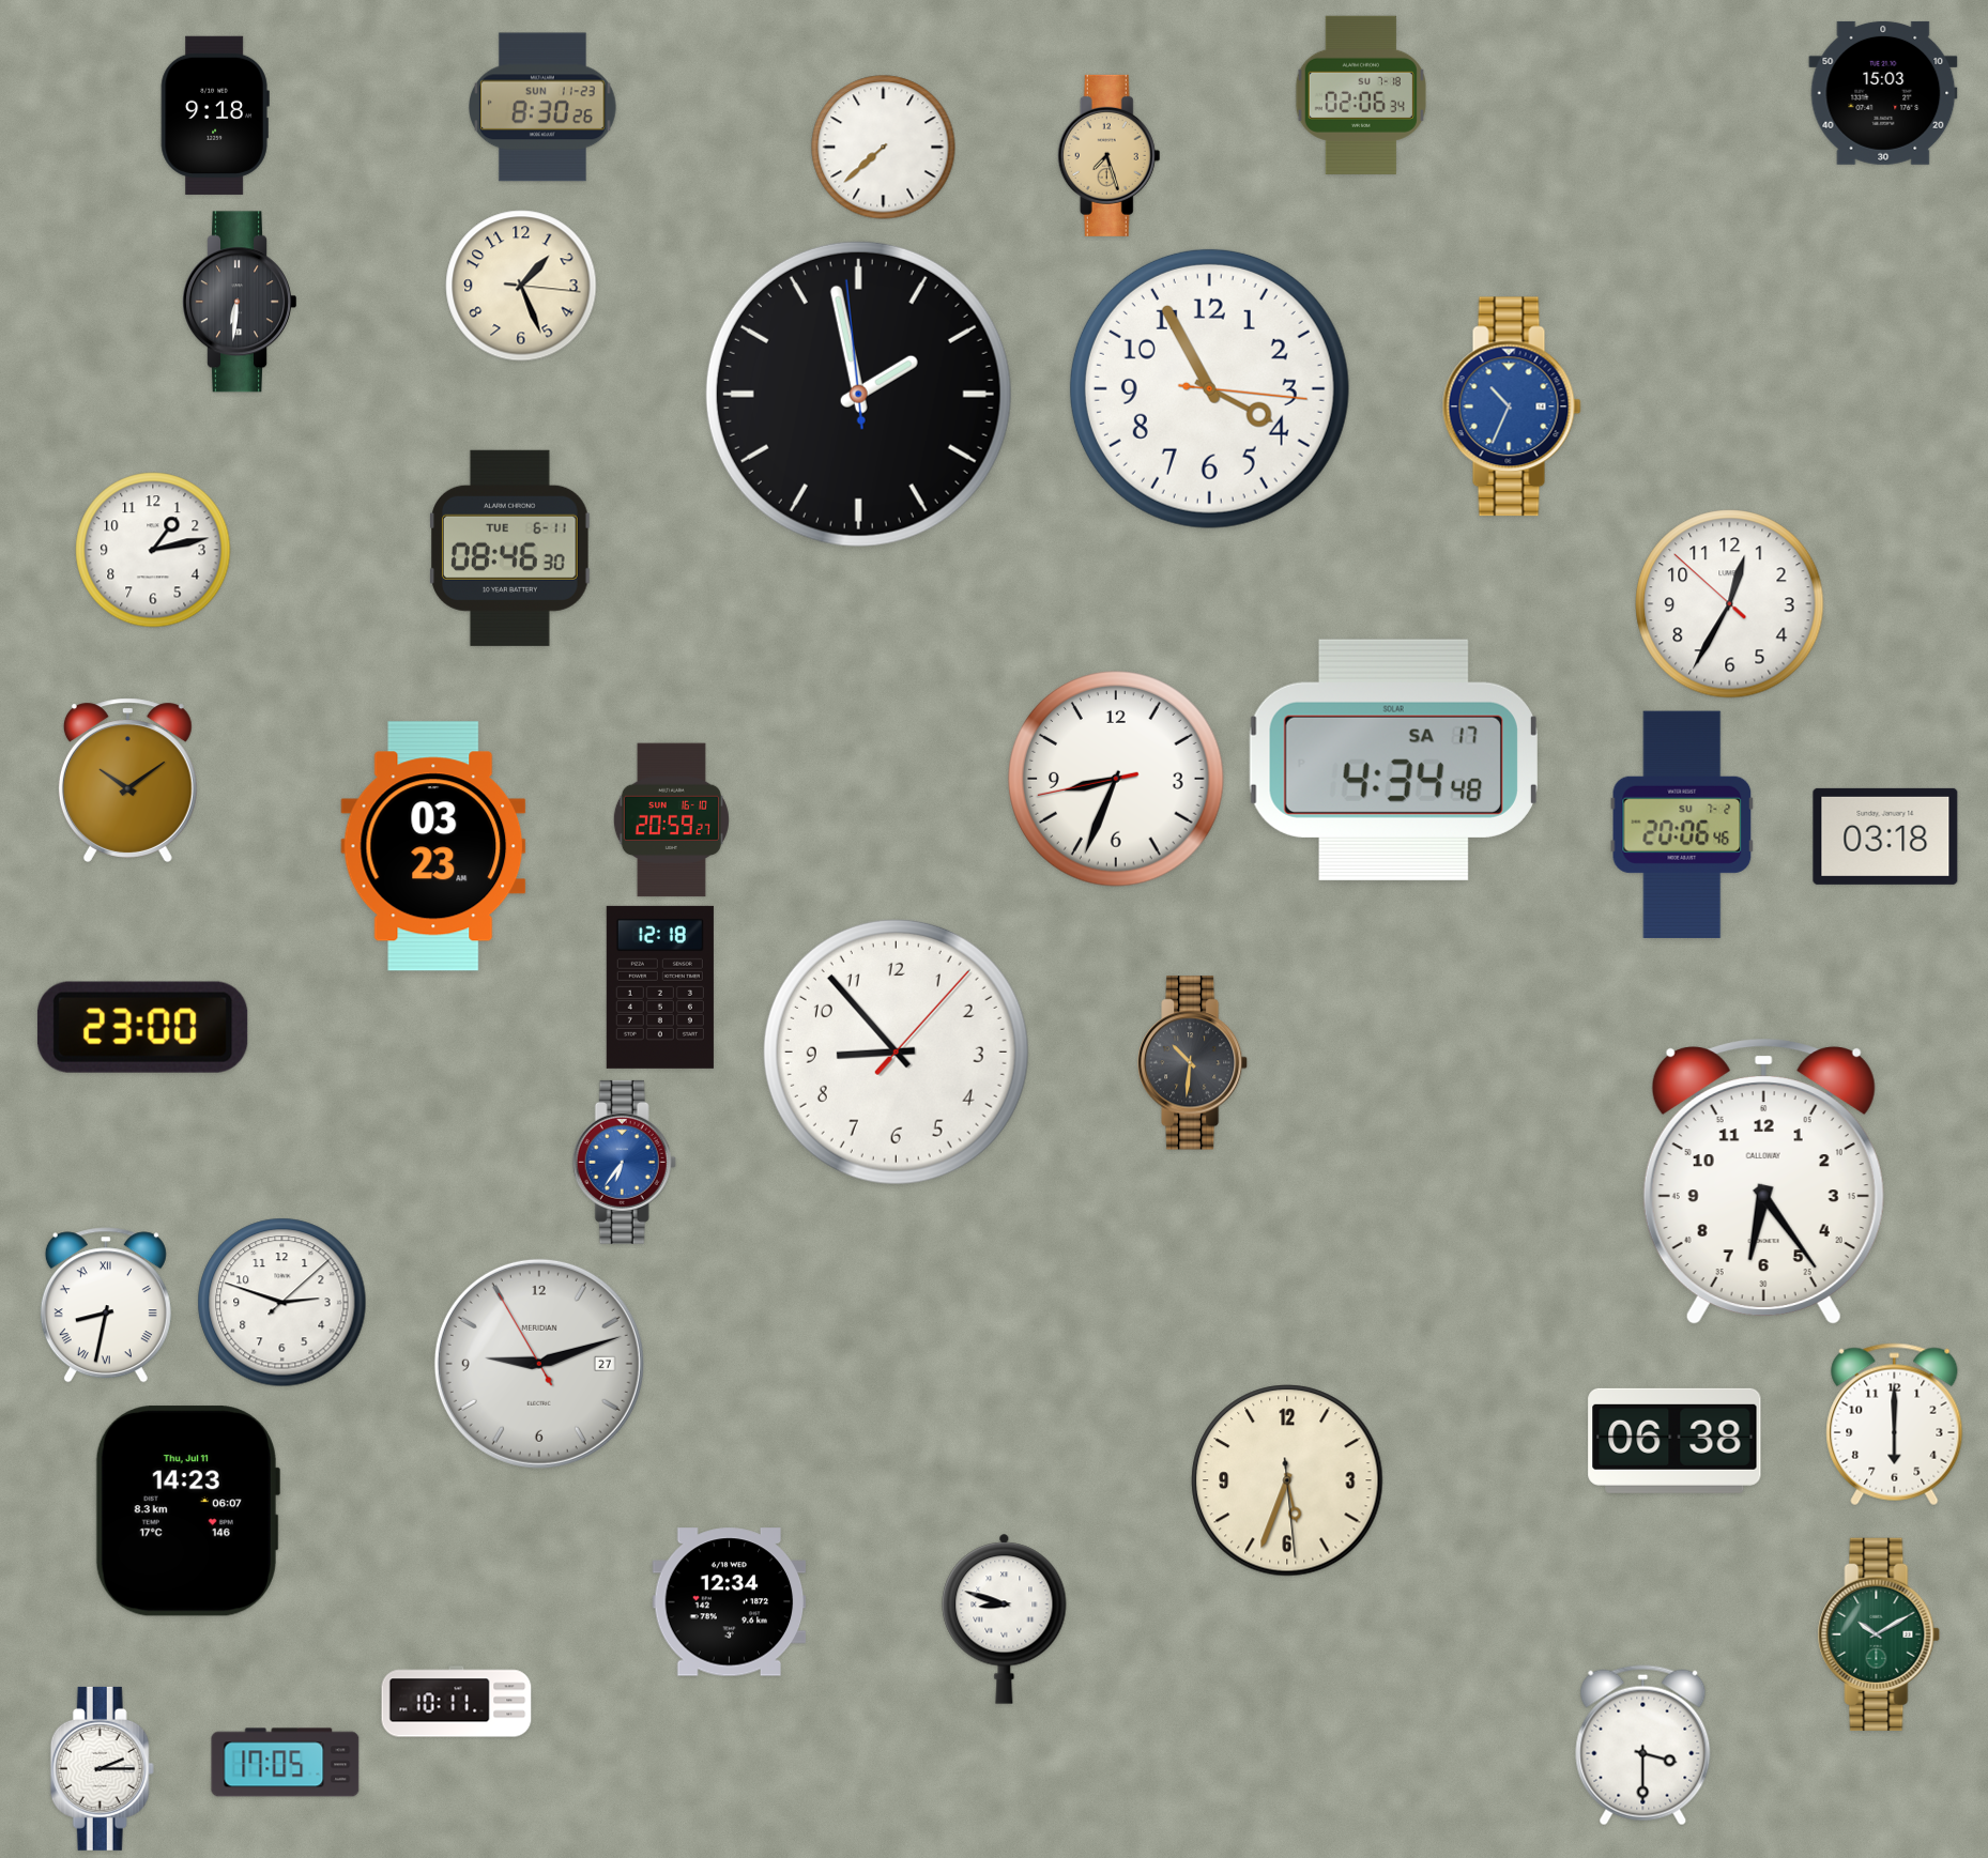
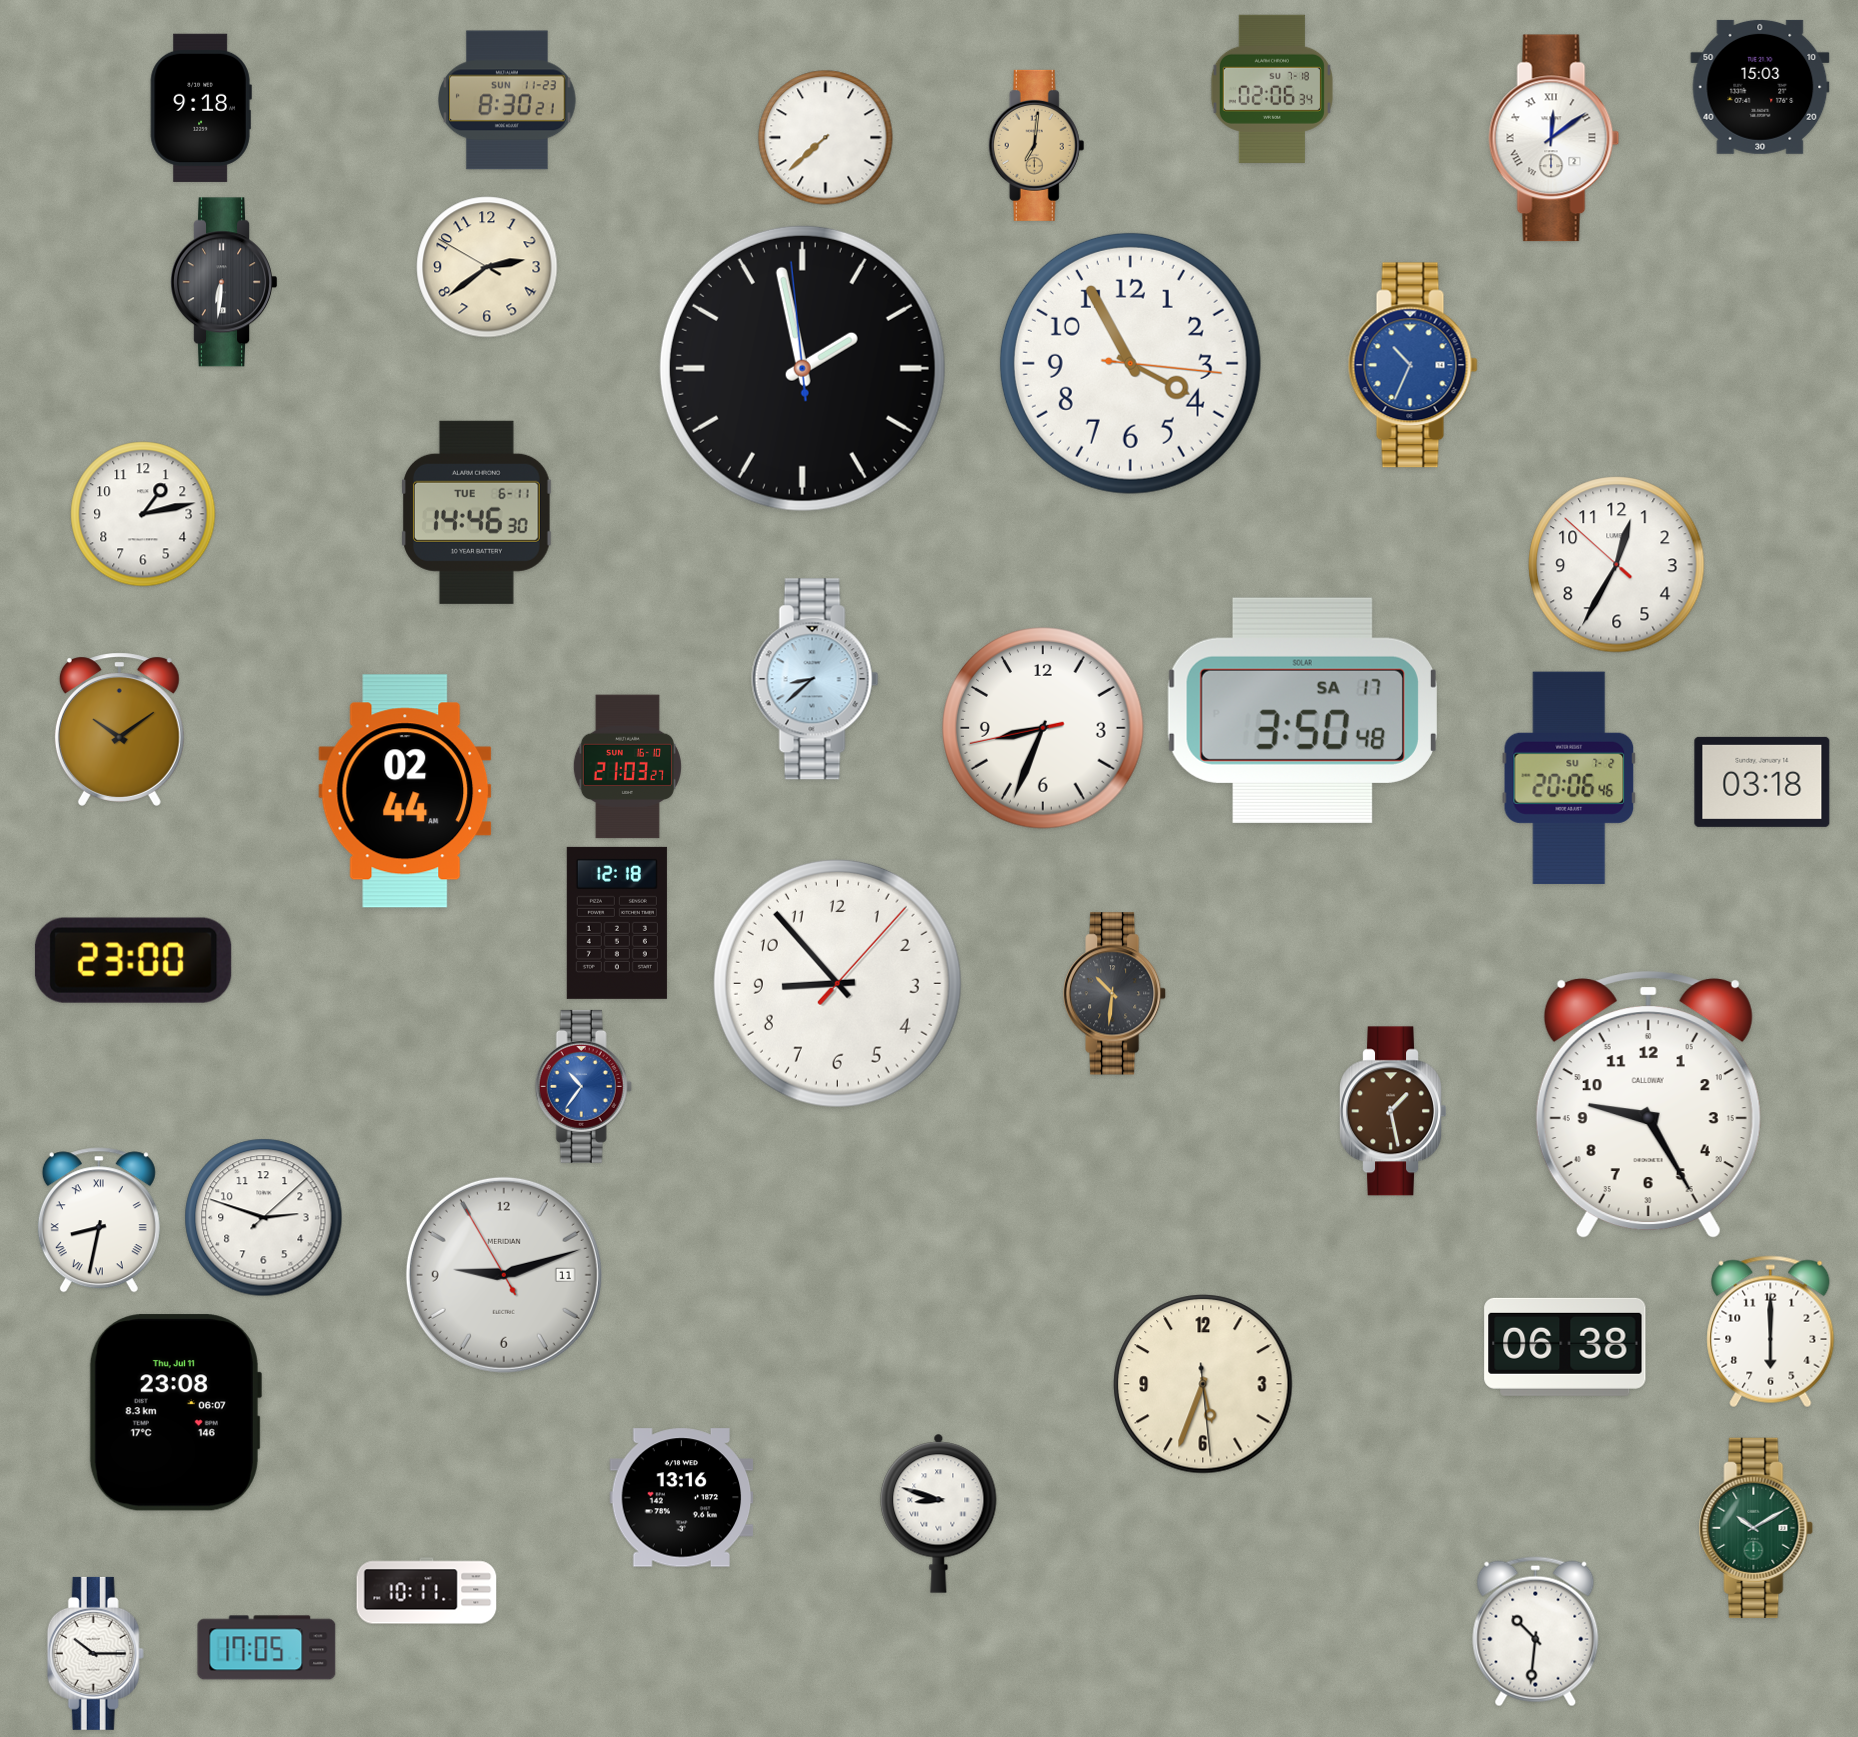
clock at (544, 107): 8:30:26 -> 8:30:21
clock at (1554, 138): none -> 12:09
clock at (1110, 155): 7:27 -> 7:01
clock at (521, 286): 1:26 -> 2:38
clock at (1512, 406) position: (1512, 406) -> (1413, 365)
clock at (509, 548): 08:46 -> 14:46
clock at (815, 679): none -> 8:38
clock at (1393, 759): 4:34 -> 3:50
clock at (671, 820): 20:59 -> 21:03
clock at (1682, 825) position: (1682, 825) -> (1569, 778)
clock at (433, 846): 03:23 -> 02:44
clock at (624, 1162): 6:36 -> 10:36
clock at (1763, 1182): 6:24 -> 9:25
clock at (1392, 1111): none -> 1:28
clock at (539, 1364) date: 27 -> 11
clock at (187, 1511): 14:23 -> 23:08
clock at (730, 1602): 12:34 -> 13:16
clock at (1643, 1746): 3:30 -> 10:31
clock at (102, 1768): 2:15 -> 10:15
